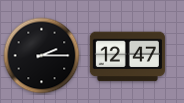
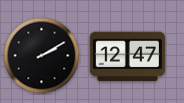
clock at (42, 56): 2:15 -> 2:10
